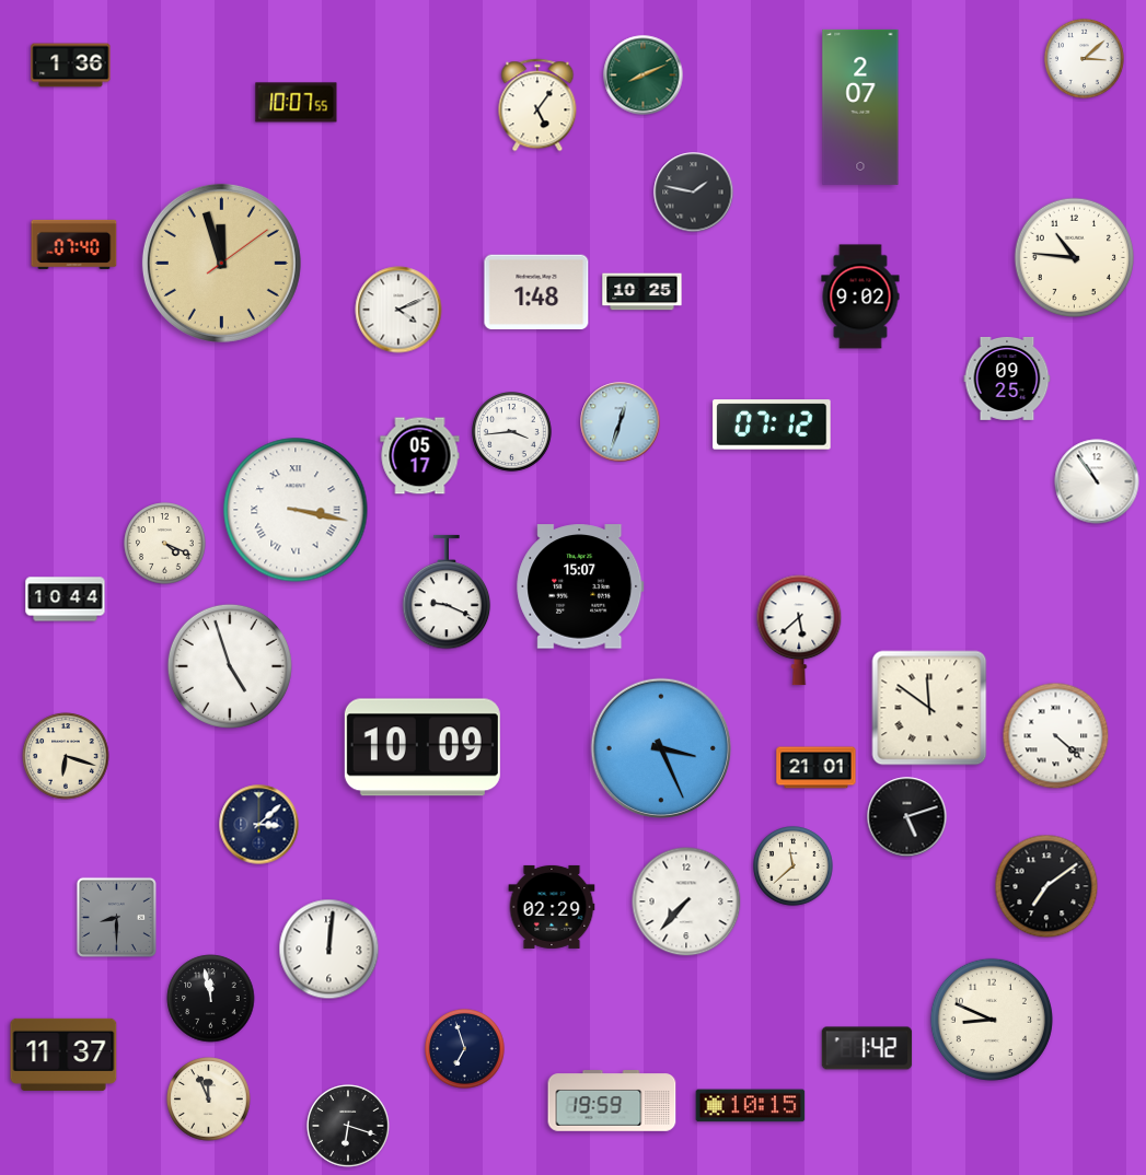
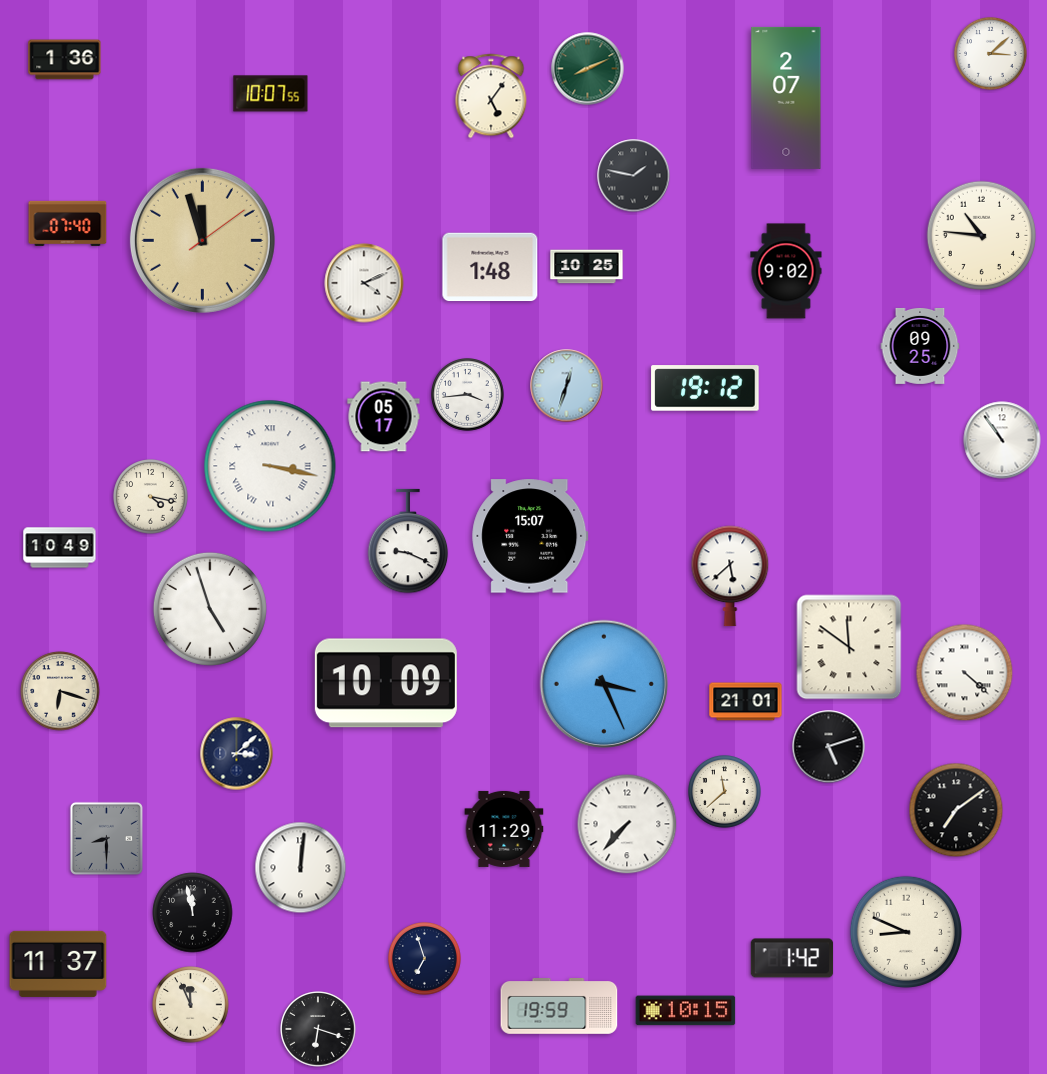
clock at (772, 424): 07:12 -> 19:12
clock at (165, 544): 4:19 -> 4:17
clock at (66, 600): 10:44 -> 10:49
clock at (552, 907): 02:29 -> 11:29
